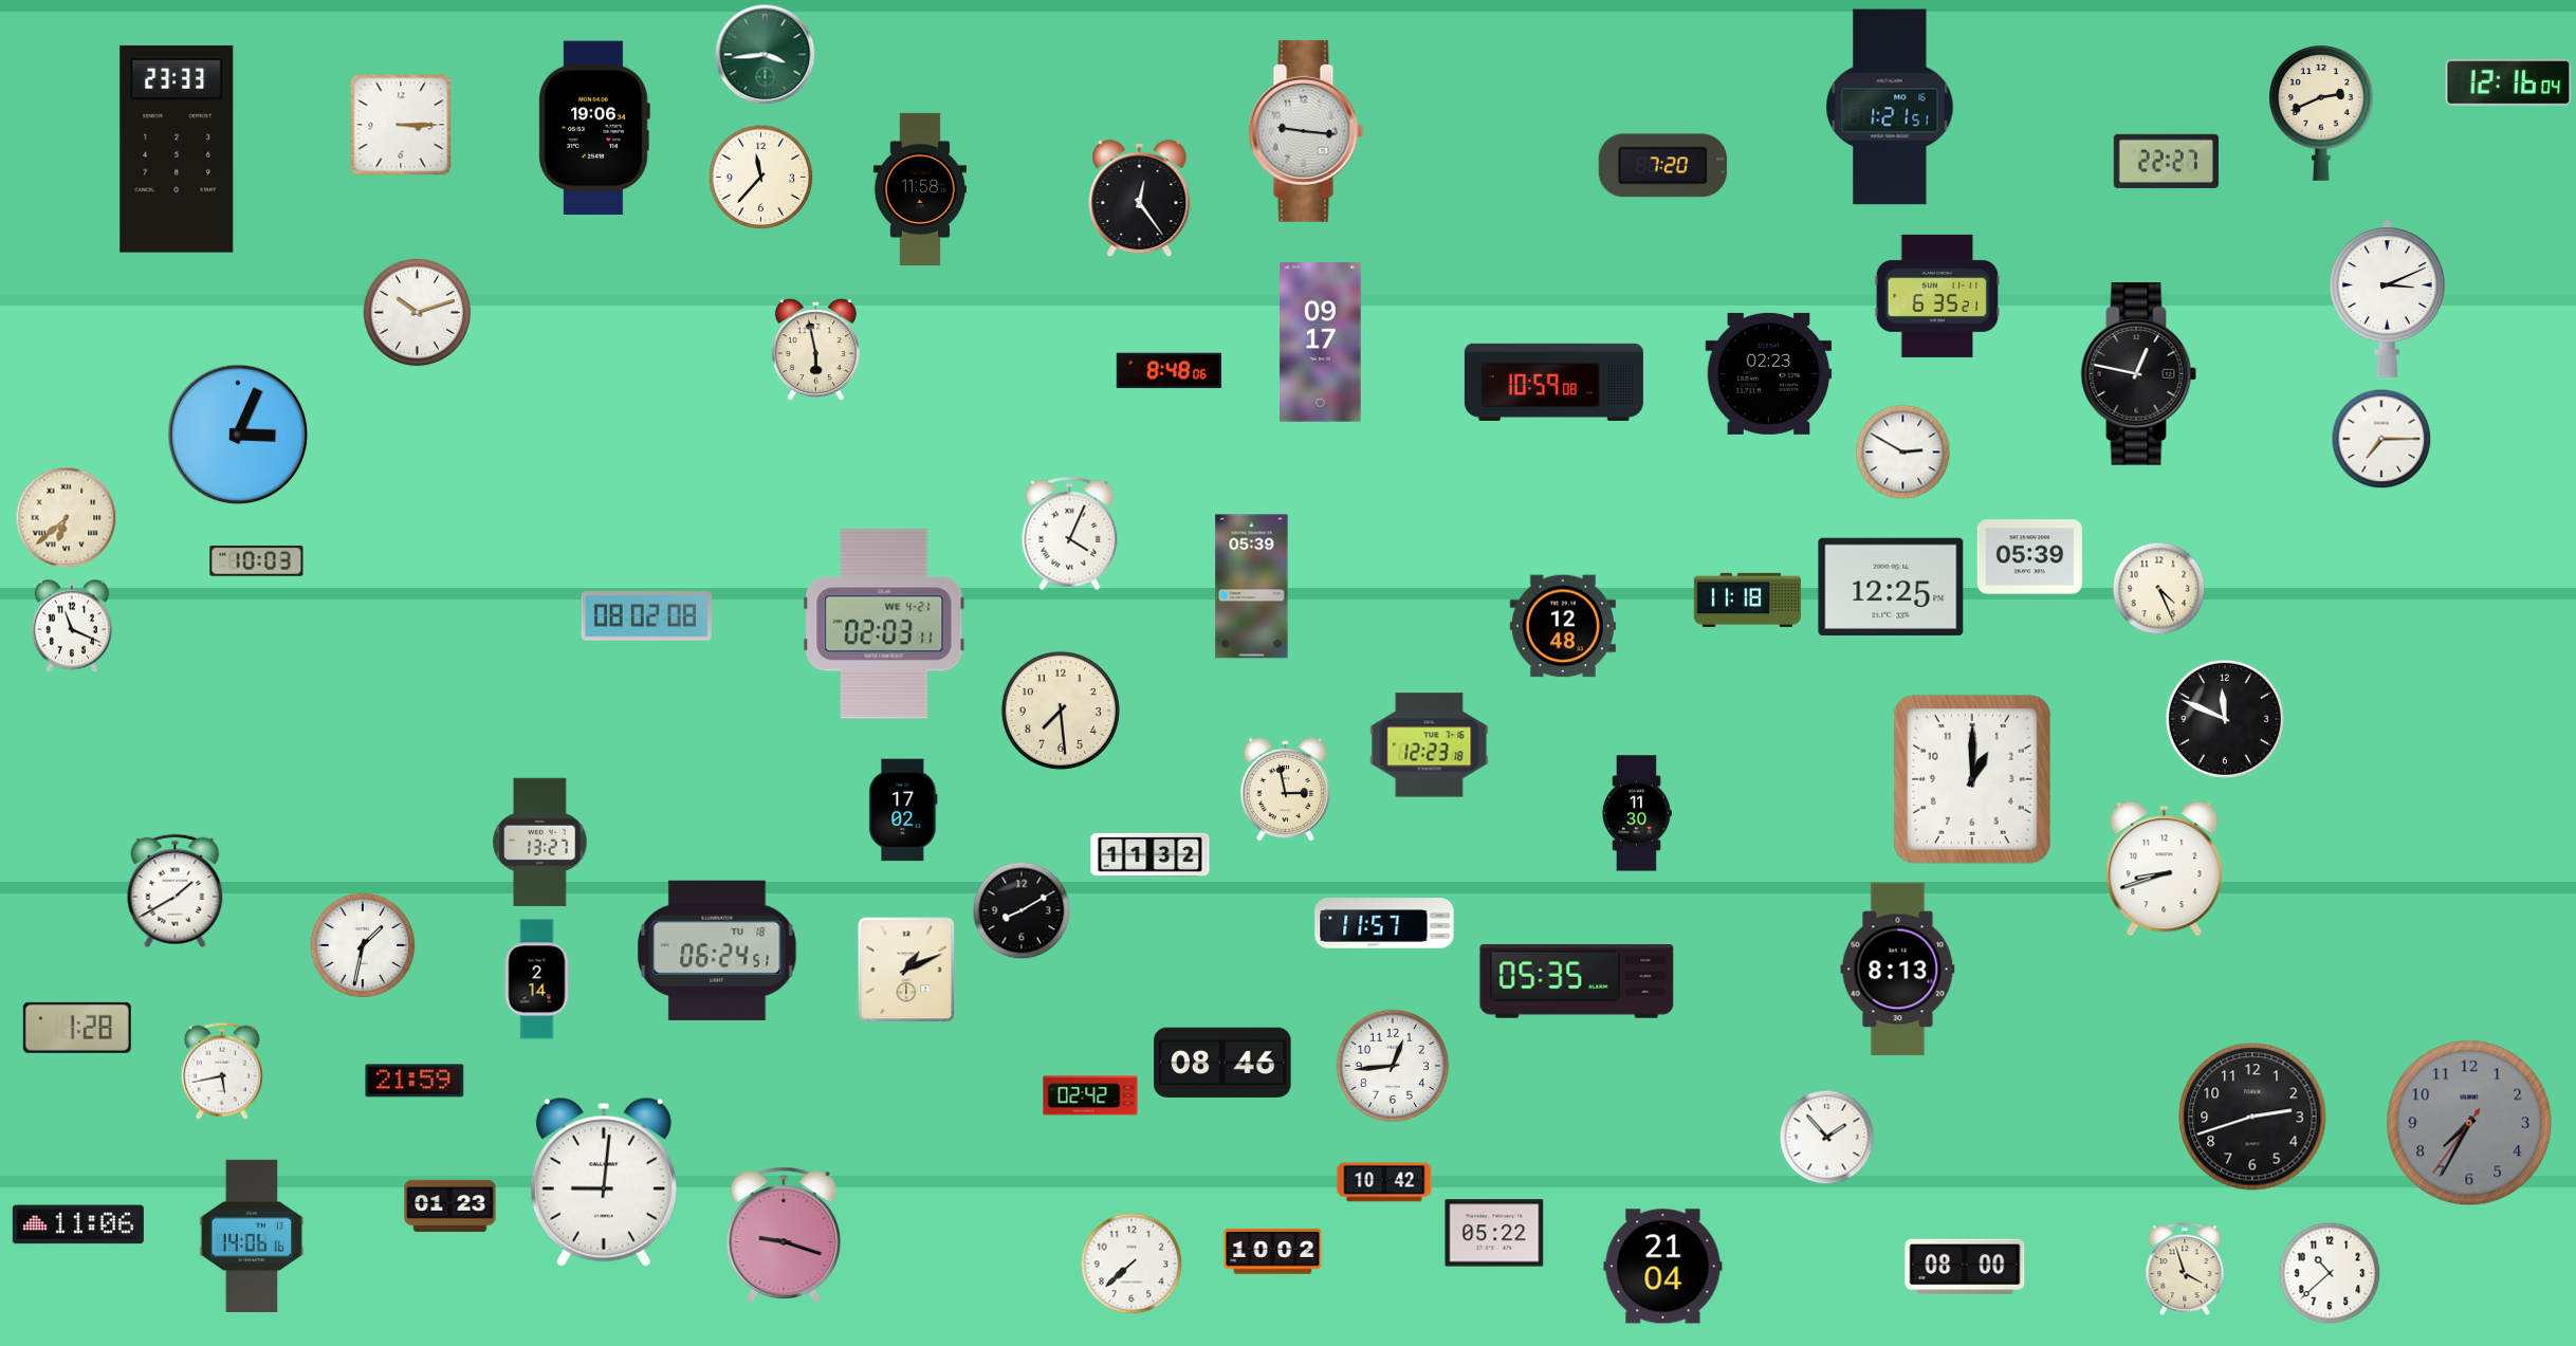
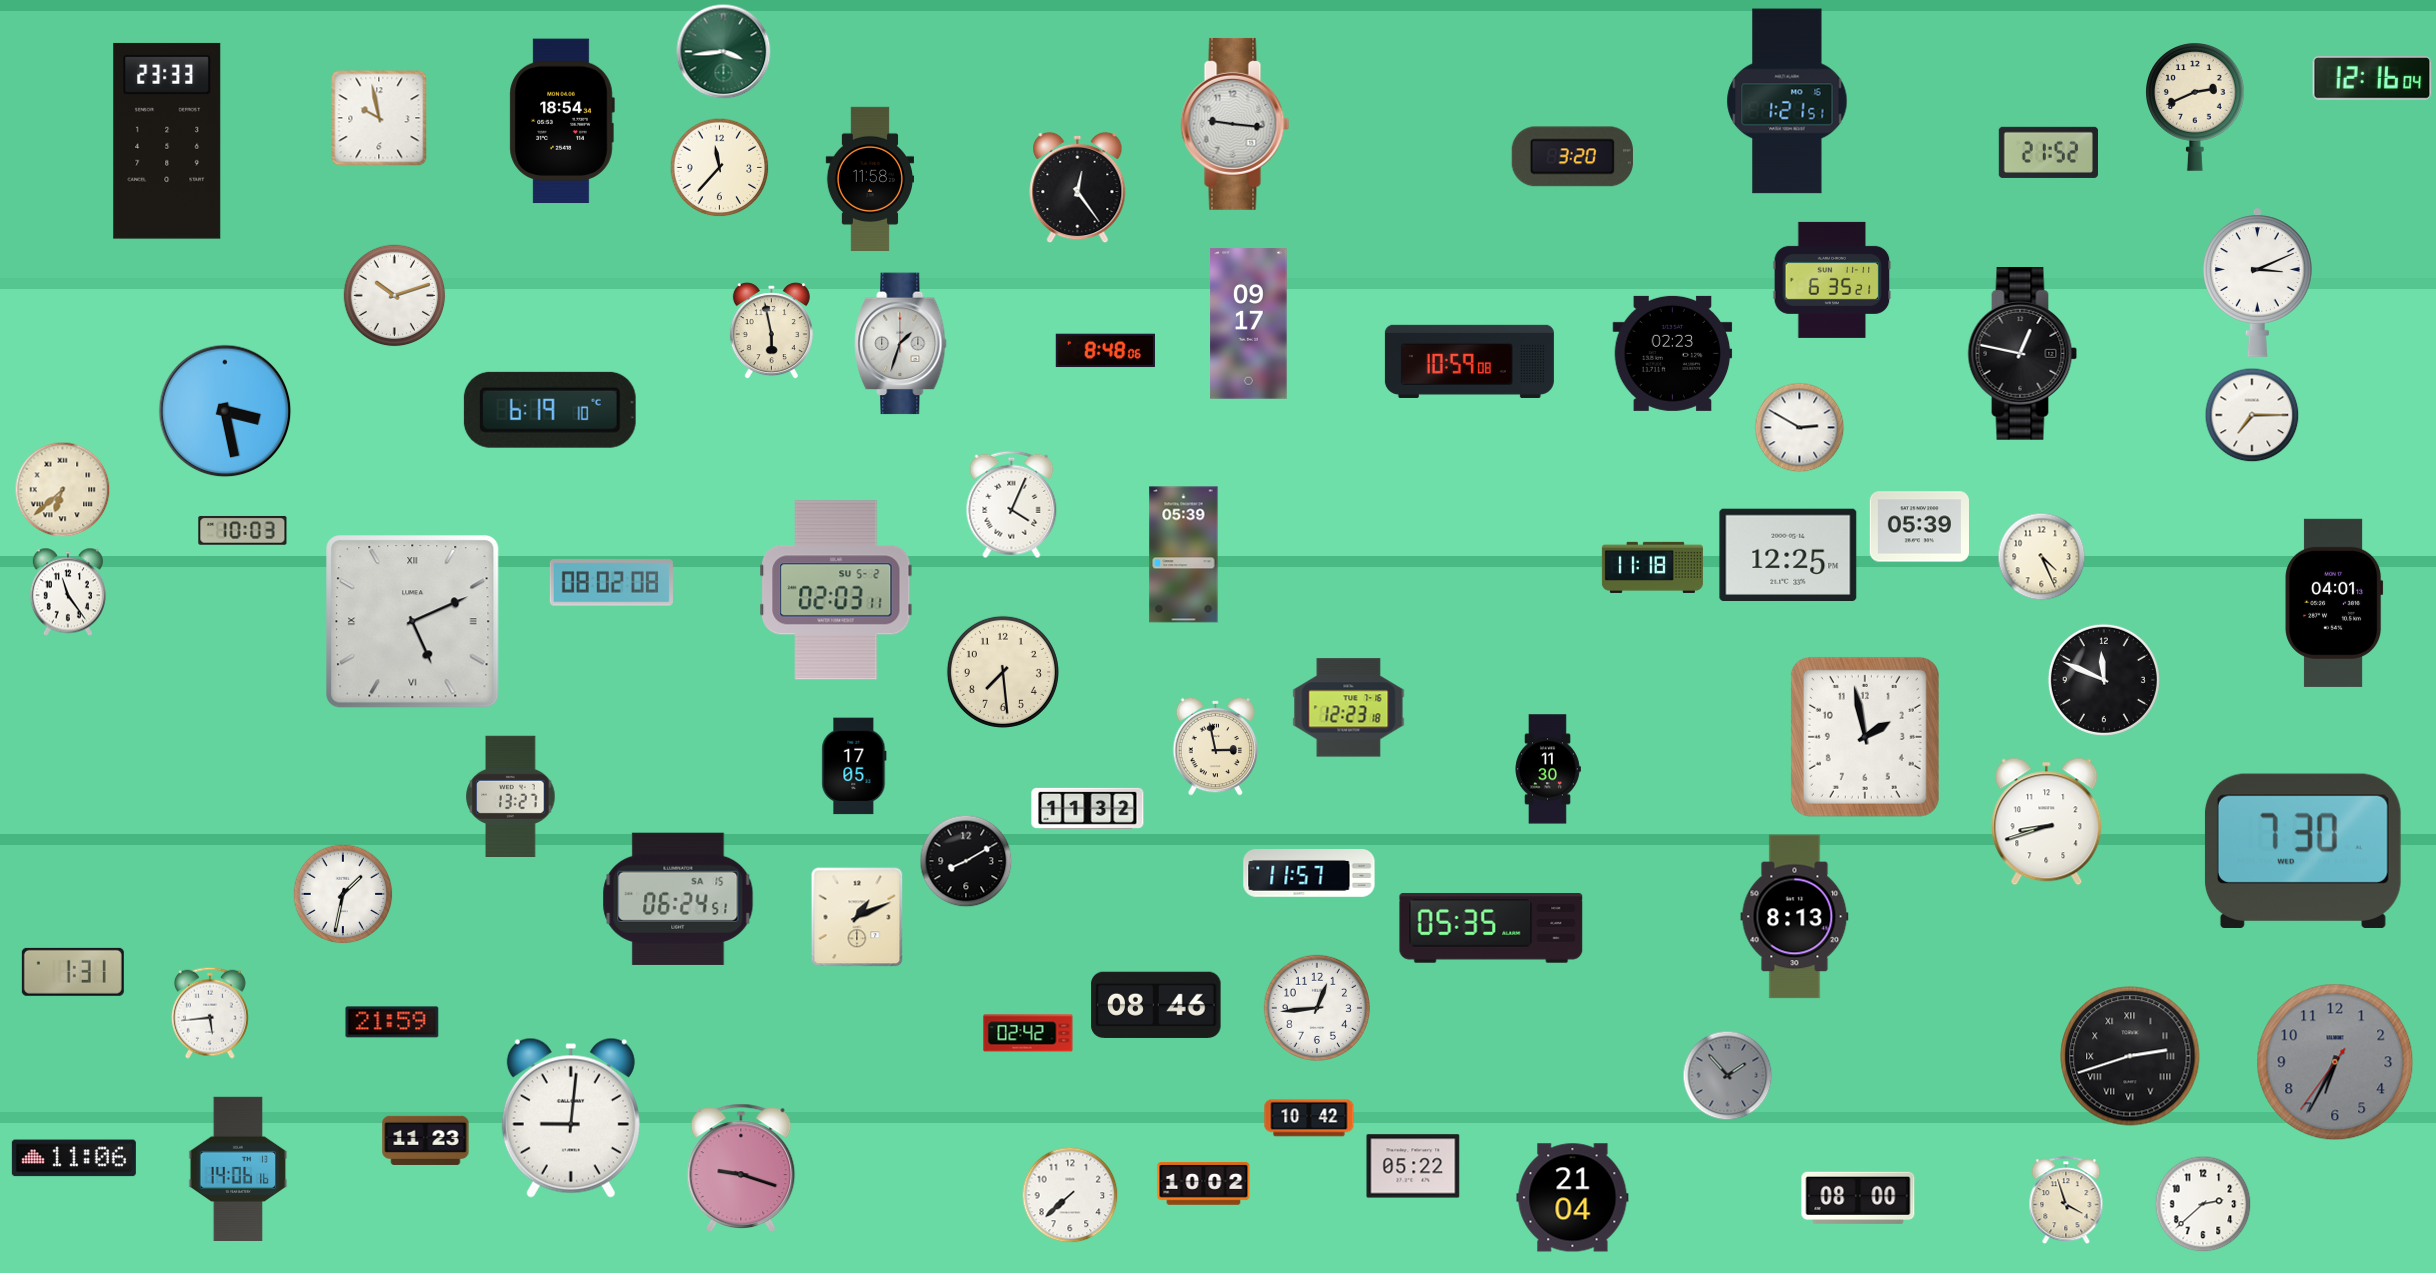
clock at (401, 125): 3:15 -> 9:58
clock at (594, 128): 19:06 -> 18:54
clock at (2166, 161): 22:27 -> 21:52
clock at (1662, 166): 7:20 -> 3:20
clock at (901, 344): none -> 1:33
clock at (550, 410): none -> 6:19
clock at (238, 435): 3:04 -> 3:28
clock at (884, 624) date: WE 4-21 -> SU 5-2
clock at (72, 626): 11:19 -> 11:24
clock at (1563, 626): 12:48 -> none
clock at (2334, 603): none -> 04:01
clock at (413, 622): none -> 5:11
clock at (1430, 745) position: (1430, 745) -> (1349, 708)
clock at (1972, 779): 1:00 -> 1:58
clock at (903, 810): 17:02 -> 17:05
clock at (176, 891): 1:40 -> none
clock at (2303, 851): none -> 7:30
clock at (717, 951) date: TU 18 -> SA 15
clock at (537, 979): 2:14 -> none
clock at (77, 1028): 1:28 -> 1:31
clock at (222, 1071): 5:43 -> 5:44
clock at (1090, 1095) position: (1090, 1095) -> (1028, 1033)
clock at (2252, 1117) numerals: Arabic -> Roman
clock at (2469, 1123): 7:34 -> 6:34
clock at (1827, 1138) dial: white -> grey
clock at (450, 1205): 01:23 -> 11:23
clock at (2330, 1273): 10:38 -> 2:38
